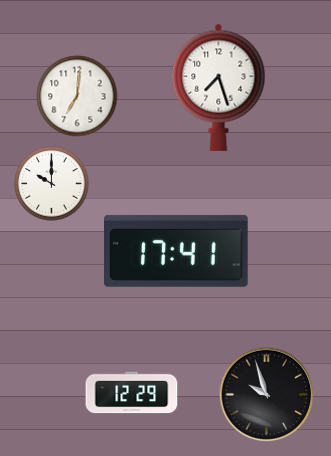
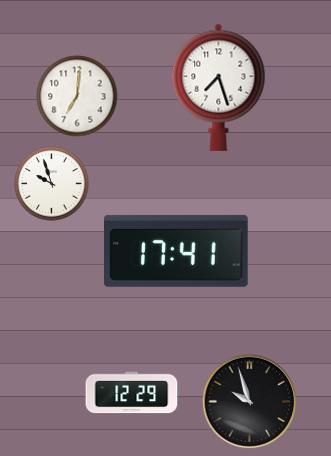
clock at (52, 184): 10:00 -> 9:57
clock at (267, 395) position: (267, 395) -> (250, 402)
